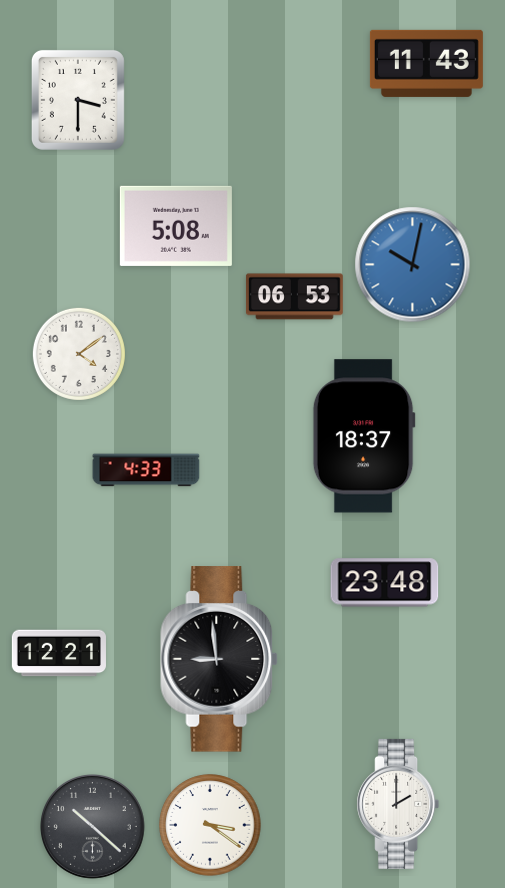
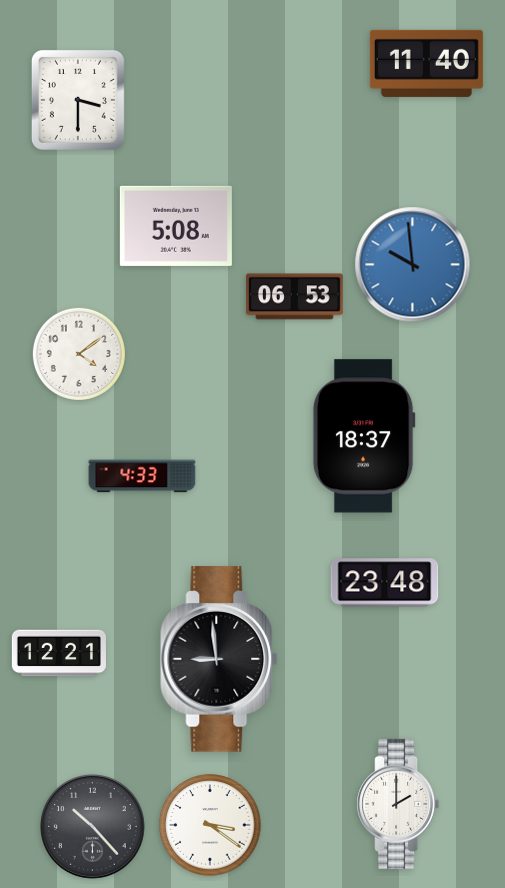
clock at (426, 63): 11:43 -> 11:40
clock at (413, 265): 10:02 -> 9:59
clock at (146, 470) position: (146, 470) -> (142, 476)
clock at (93, 827): 10:22 -> 10:23
